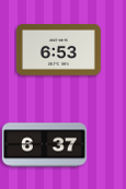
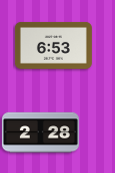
clock at (44, 145): 6:37 -> 2:28
